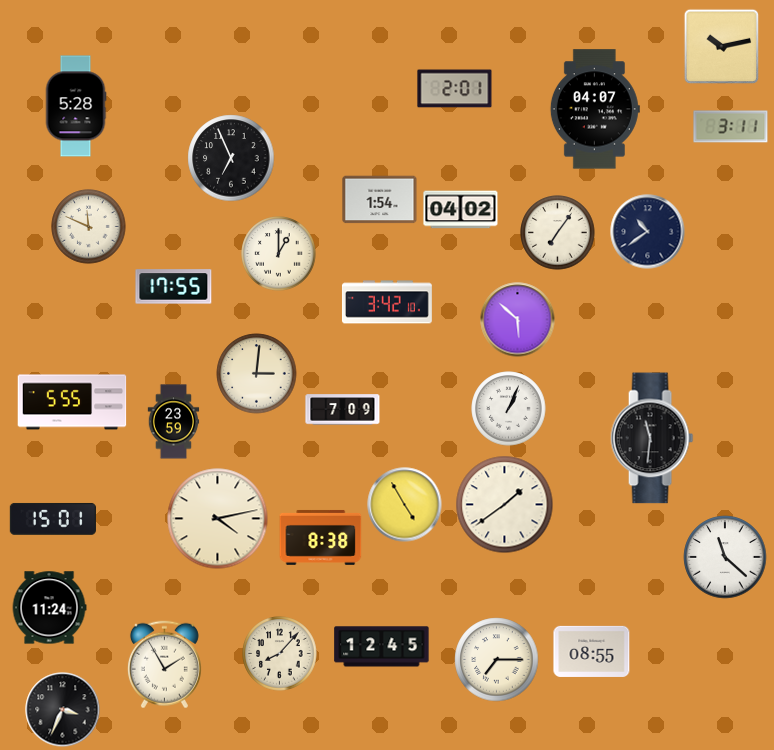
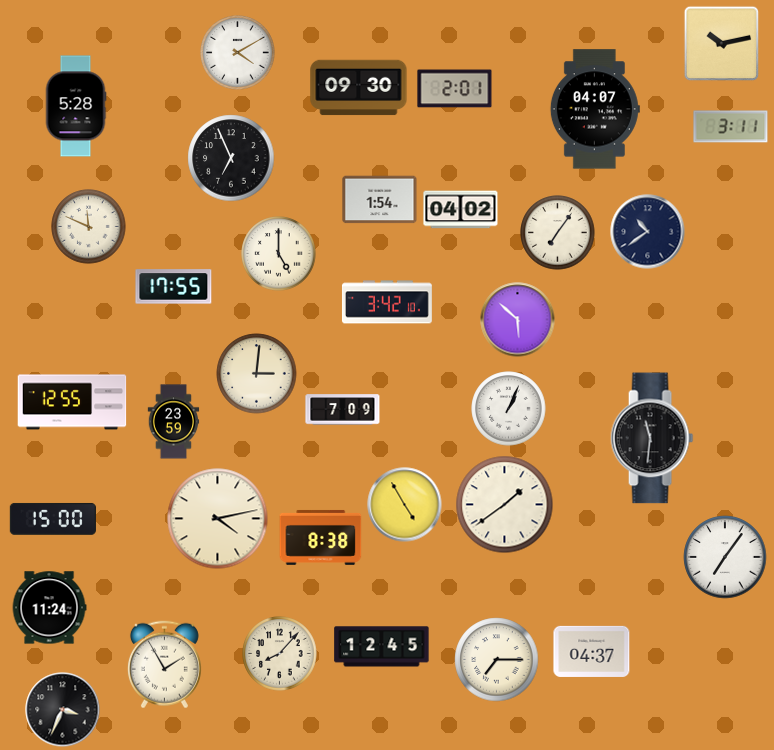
clock at (722, 47) position: (722, 47) -> (722, 44)
clock at (238, 53): none -> 4:10
clock at (359, 88): none -> 09:30
clock at (279, 254): 1:00 -> 5:00
clock at (72, 402): 5:55 -> 12:55
clock at (53, 519): 15:01 -> 15:00
clock at (725, 557): 11:22 -> 7:06
clock at (592, 651): 08:55 -> 04:37
